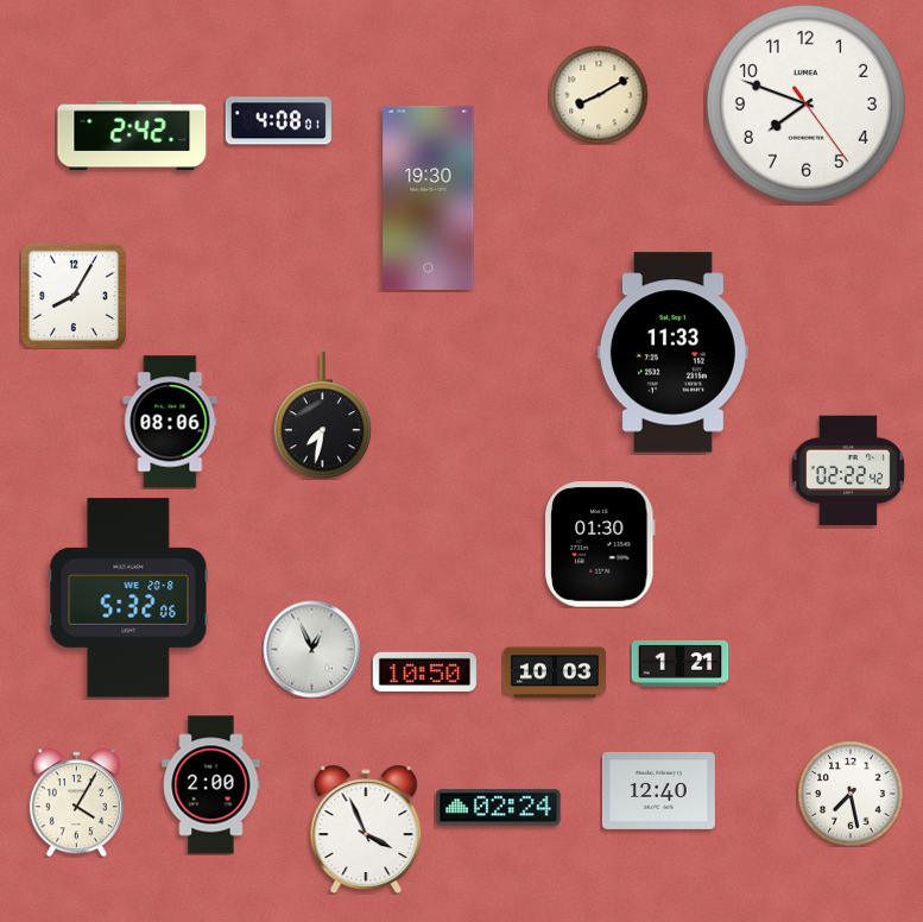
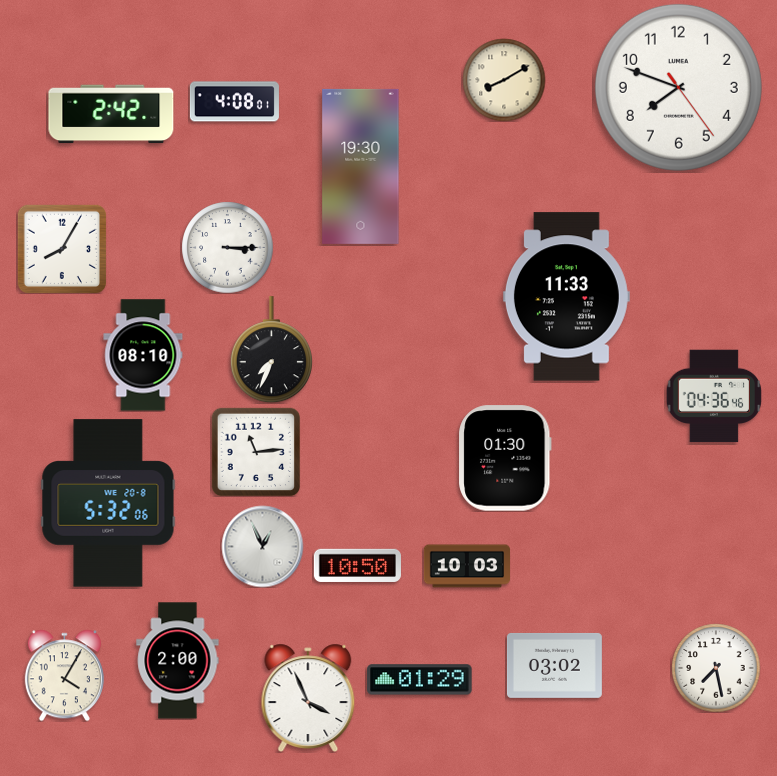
clock at (227, 247): none -> 3:15
clock at (322, 416): 7:32 -> 7:34
clock at (170, 422): 08:06 -> 08:10
clock at (848, 471): 02:22 -> 04:36
clock at (255, 451): none -> 11:14
clock at (679, 663): 1:21 -> none
clock at (658, 790): 12:40 -> 03:02
clock at (499, 808): 02:24 -> 01:29
